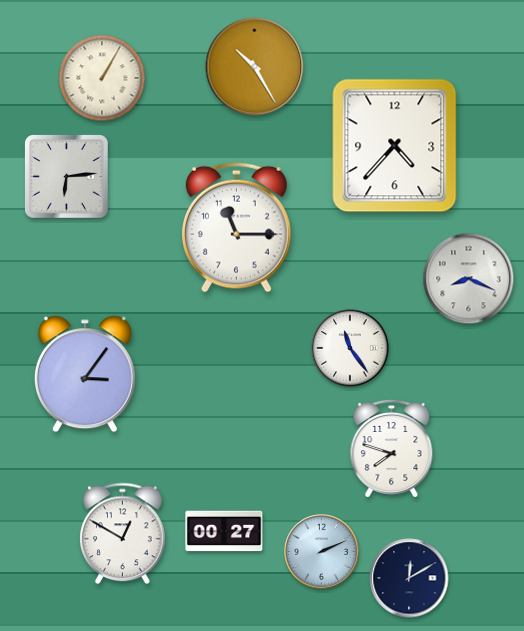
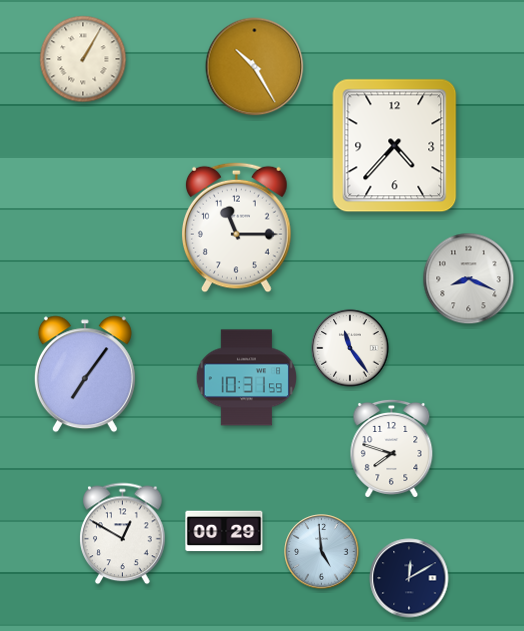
clock at (102, 78) position: (102, 78) -> (83, 59)
clock at (67, 177): 6:14 -> none
clock at (85, 374): 3:06 -> 7:06
clock at (246, 378): none -> 10:31
clock at (224, 531): 00:27 -> 00:29
clock at (322, 552): 2:11 -> 4:59
